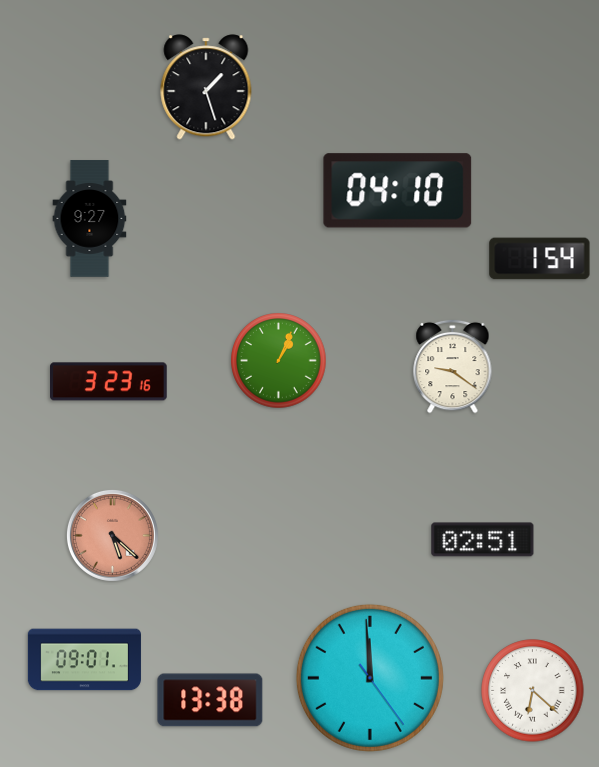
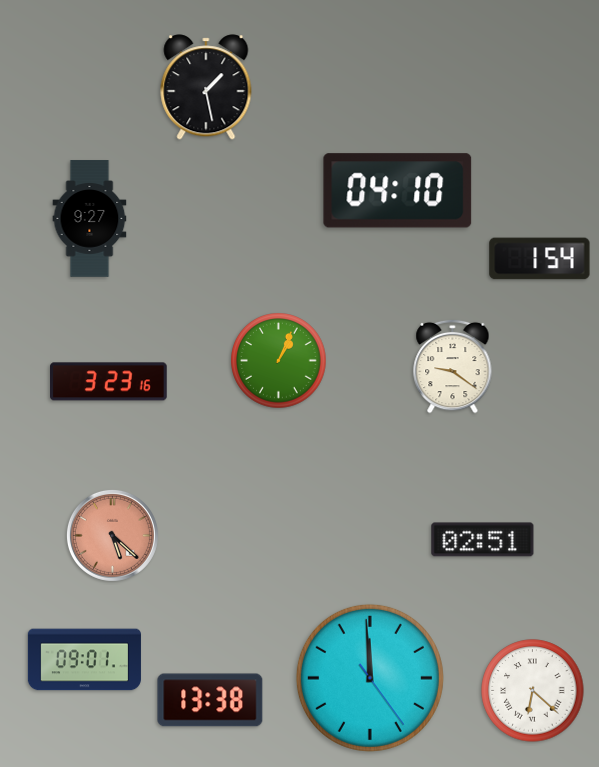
clock at (206, 87): 1:27 -> 1:28
